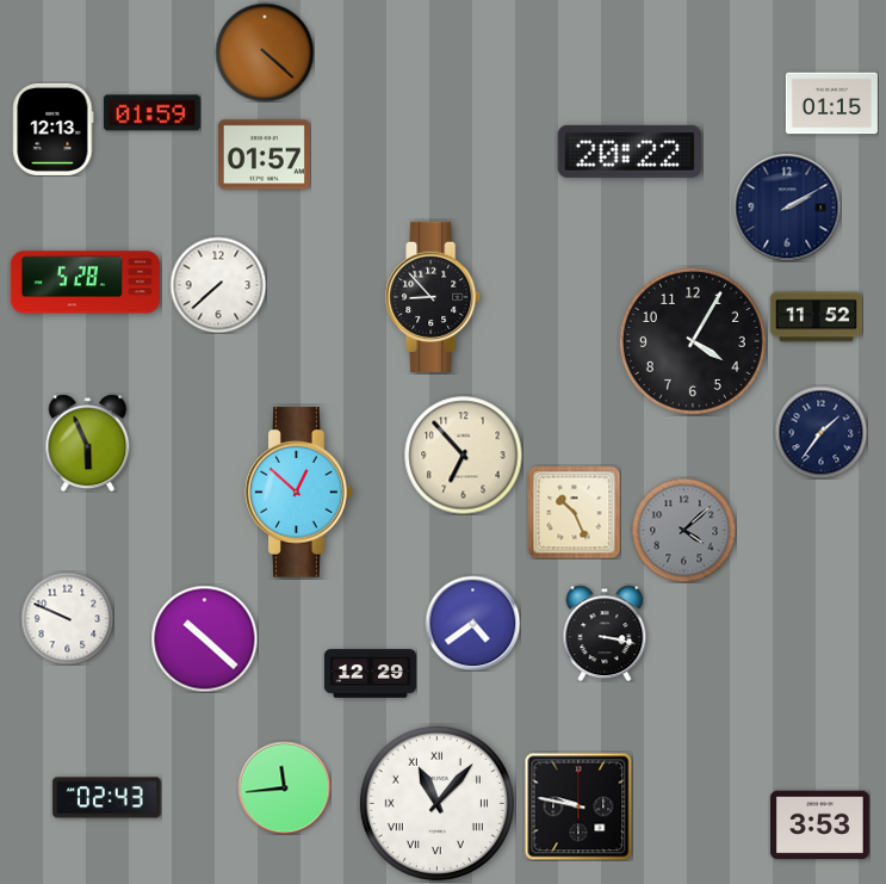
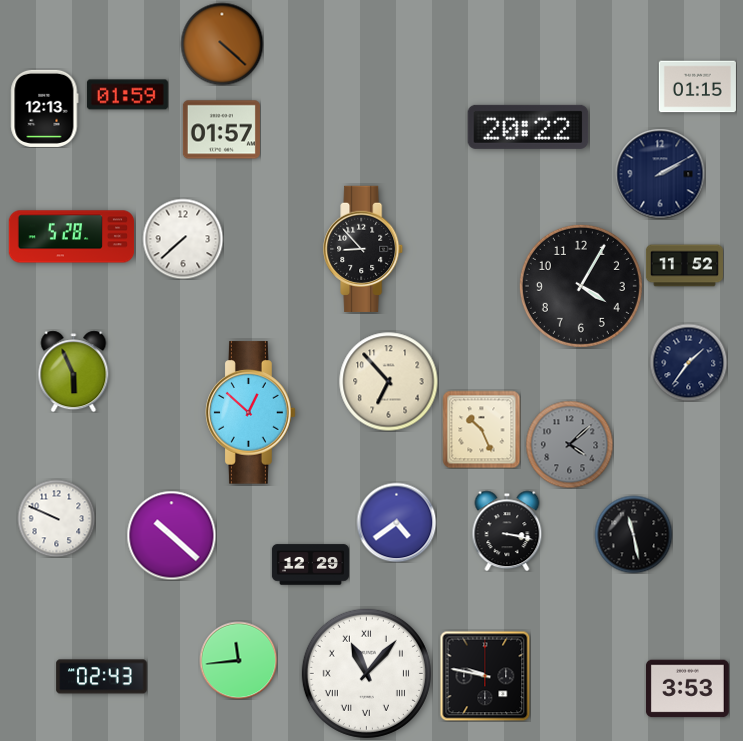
clock at (683, 530) position: (683, 530) -> (569, 444)
clock at (633, 534): none -> 11:28
clock at (107, 798) position: (107, 798) -> (102, 677)
clock at (819, 826) position: (819, 826) -> (687, 689)
